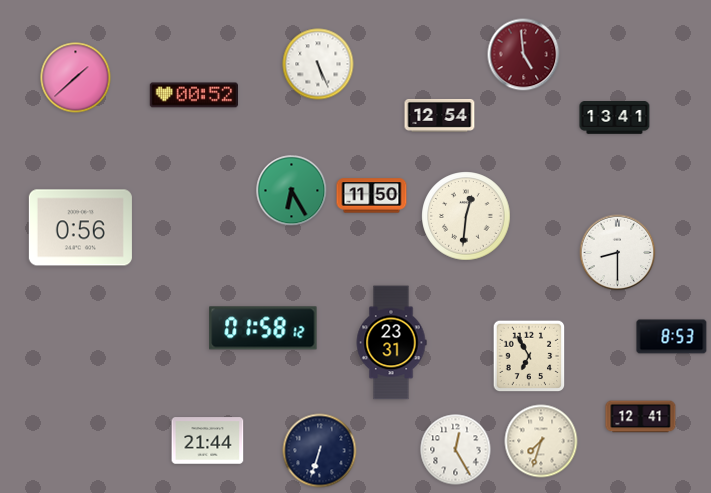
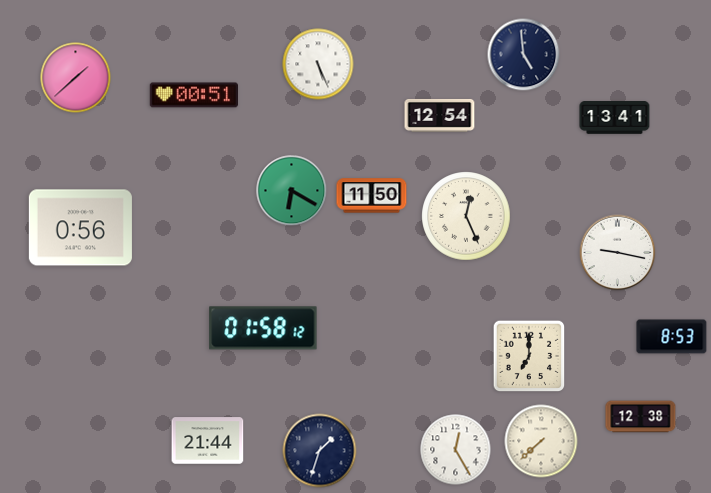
clock at (524, 55) dial: burgundy -> navy
clock at (193, 95): 00:52 -> 00:51
clock at (292, 191): 6:25 -> 6:20
clock at (466, 216): 12:31 -> 12:26
clock at (618, 253): 8:30 -> 9:17
clock at (391, 343): 23:31 -> none
clock at (529, 356): 6:55 -> 7:00
clock at (641, 417): 12:41 -> 12:38
clock at (541, 441): 7:33 -> 7:38
clock at (320, 451): 6:33 -> 1:33
